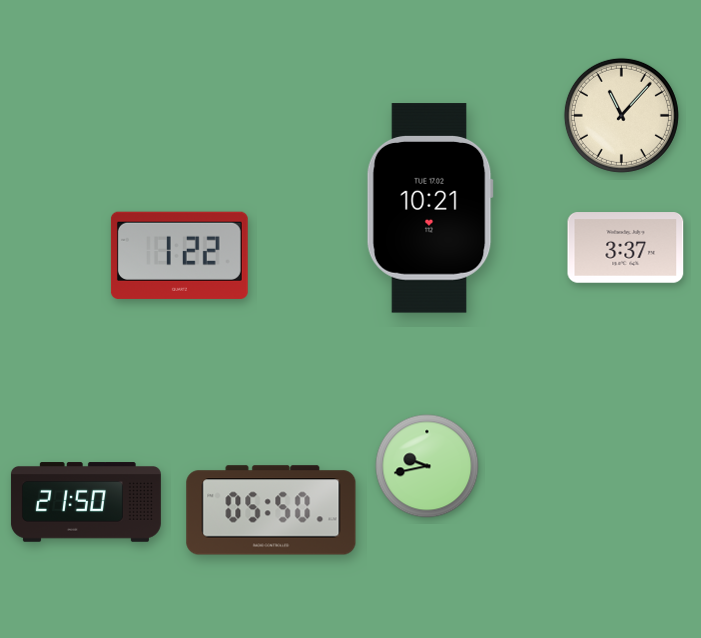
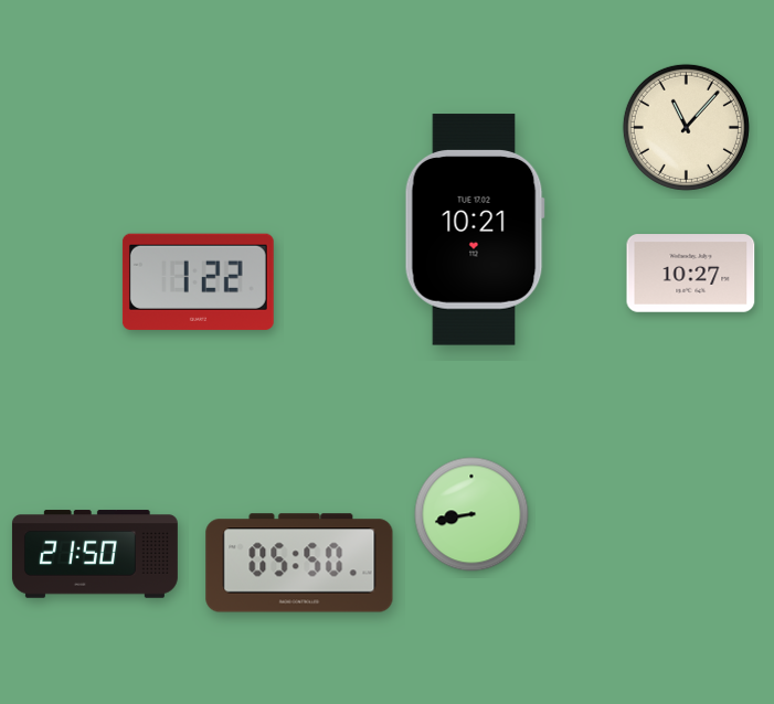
clock at (626, 248): 3:37 -> 10:27
clock at (427, 466): 9:43 -> 8:43
